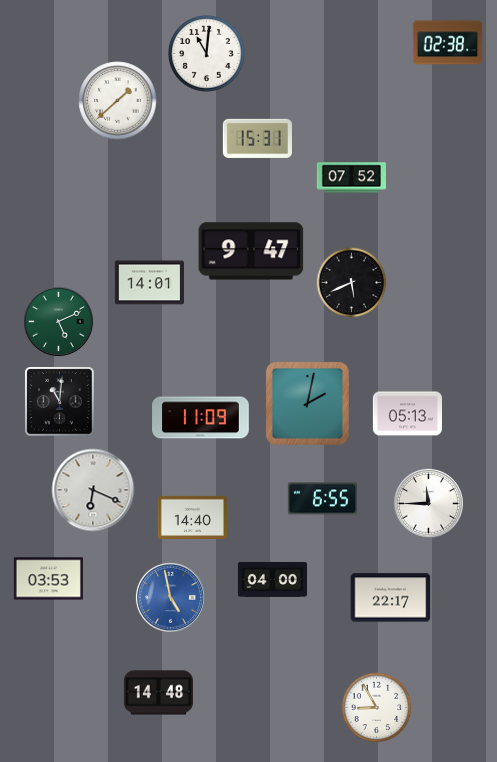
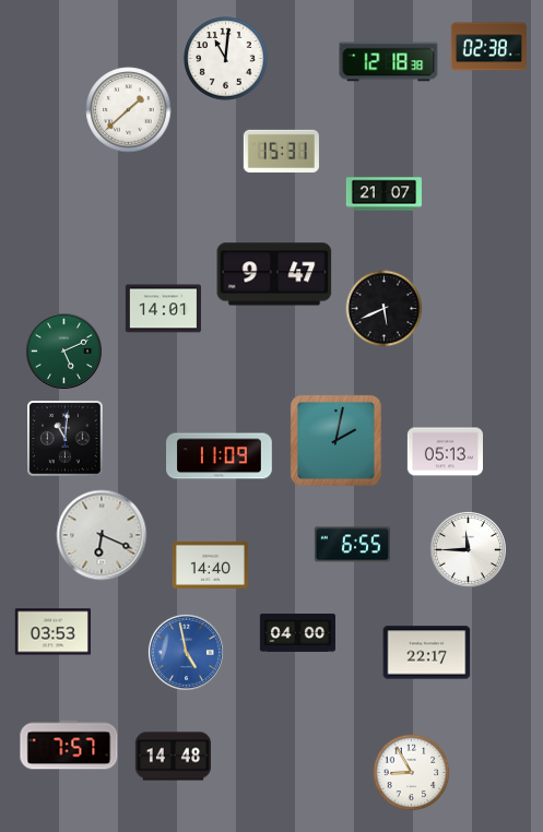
clock at (389, 62): none -> 12:18
clock at (351, 178): 07:52 -> 21:07
clock at (69, 745): none -> 7:57
